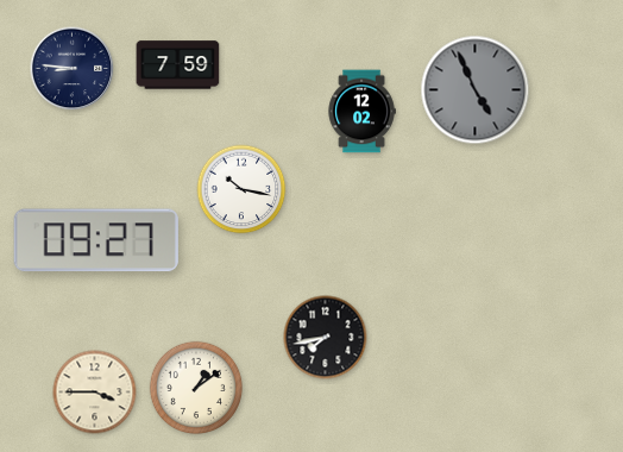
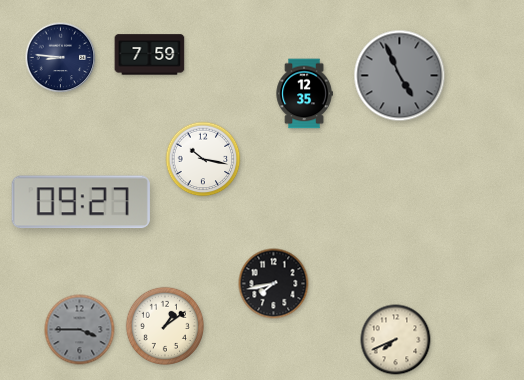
clock at (361, 112): 12:02 -> 12:35
clock at (95, 393) dial: cream -> grey
clock at (396, 340): none -> 7:41
